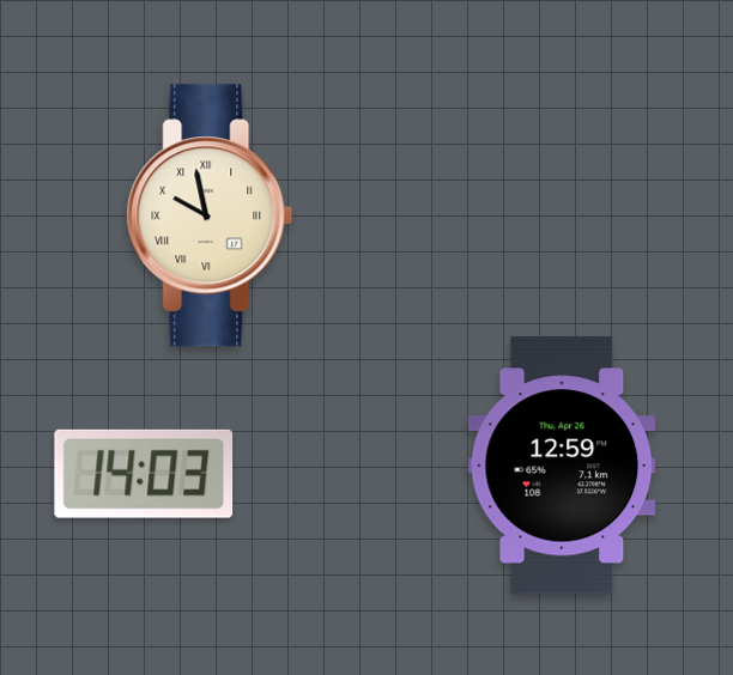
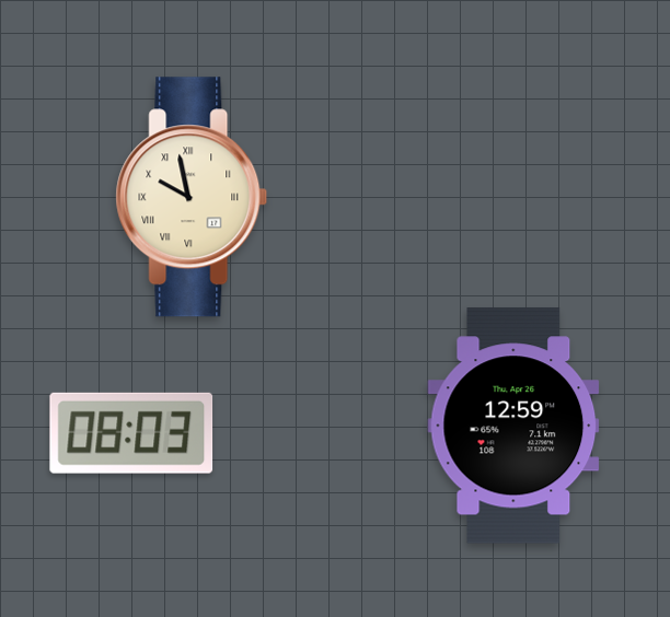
clock at (144, 474): 14:03 -> 08:03
